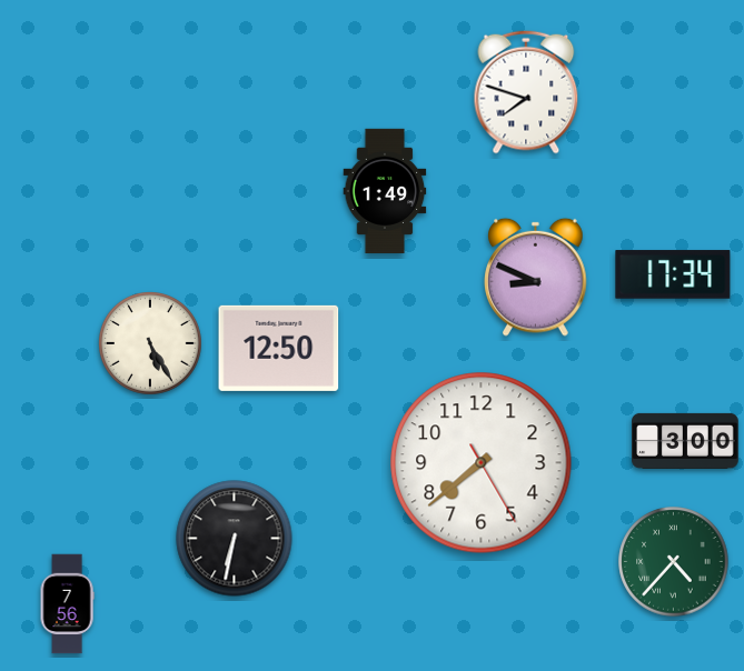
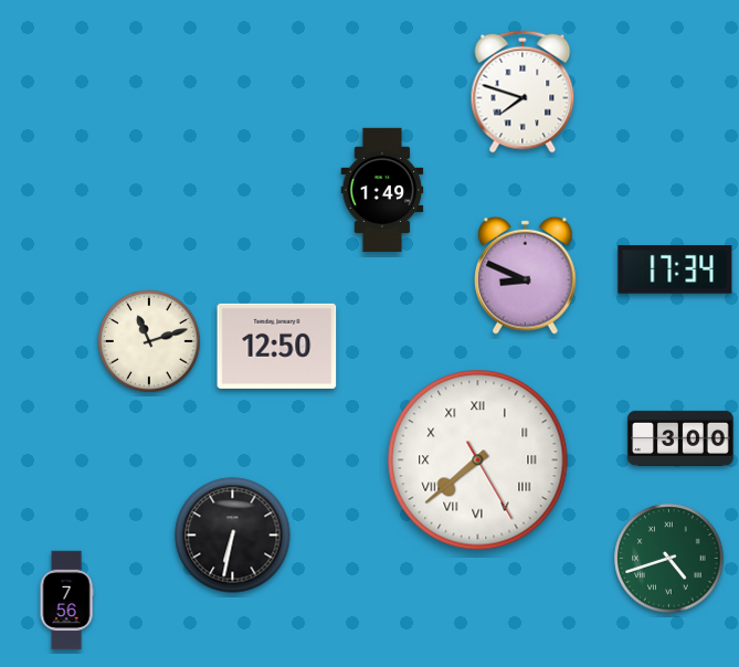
clock at (673, 274) position: (673, 274) -> (675, 269)
clock at (536, 277) position: (536, 277) -> (526, 275)
clock at (151, 344): 5:25 -> 11:12
clock at (482, 463) numerals: Arabic -> Roman
clock at (674, 562): 4:37 -> 4:42
